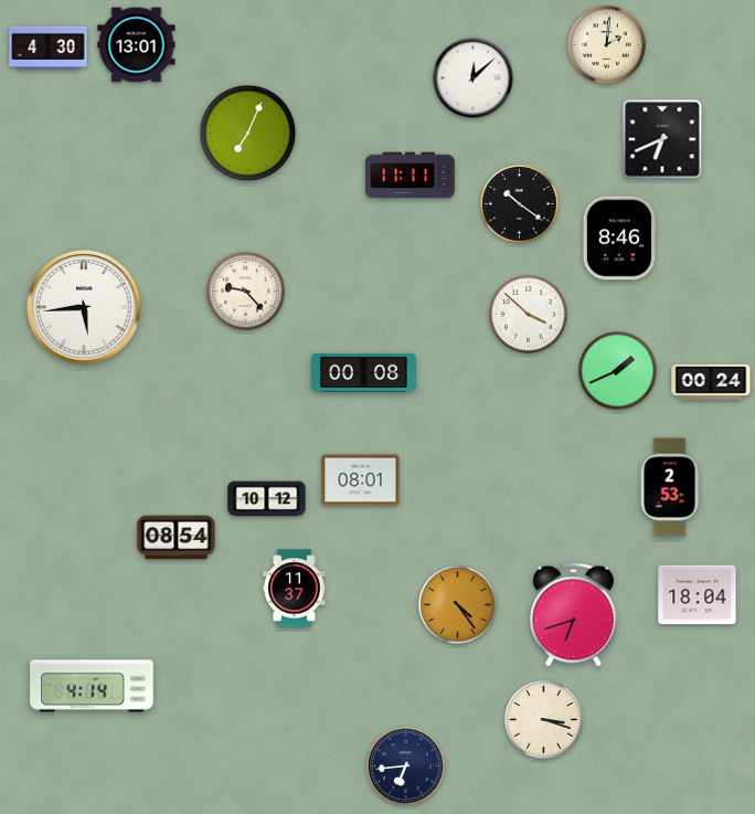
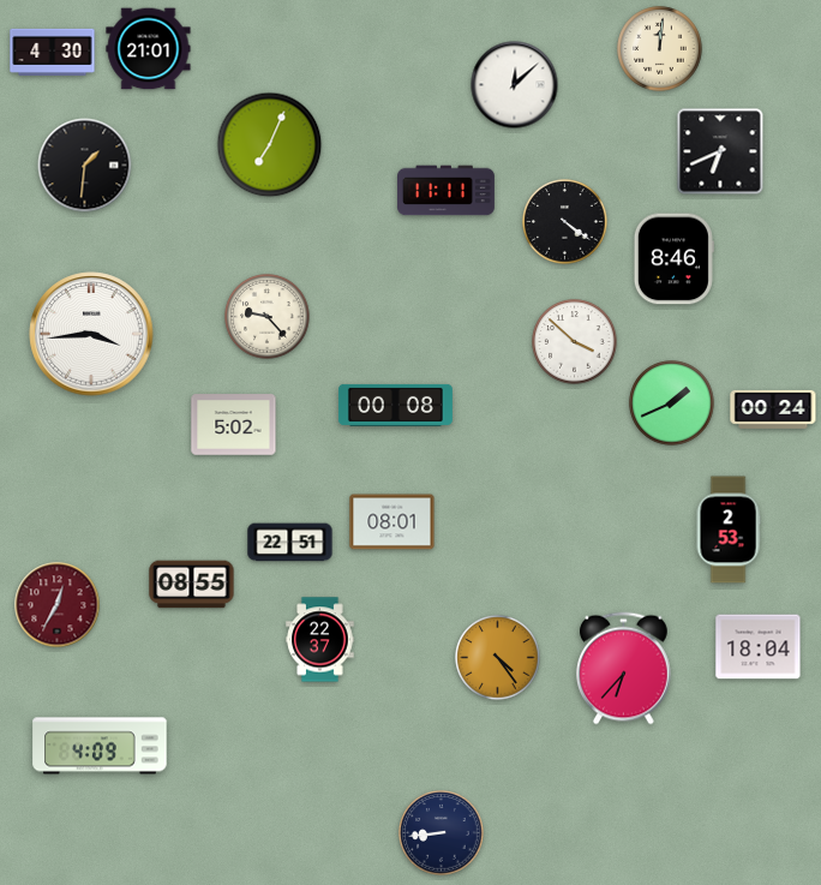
clock at (137, 45): 13:01 -> 21:01
clock at (607, 45): 2:01 -> 12:01
clock at (85, 166): none -> 1:31
clock at (520, 204): 10:21 -> 4:21
clock at (84, 307): 5:44 -> 3:44
clock at (711, 382) position: (711, 382) -> (773, 409)
clock at (234, 425): none -> 5:02
clock at (267, 499): 10:12 -> 22:51
clock at (177, 538): 08:54 -> 08:55
clock at (58, 605): none -> 12:35
clock at (295, 589): 11:37 -> 22:37
clock at (574, 615): 6:42 -> 6:37
clock at (92, 686): 4:14 -> 4:09
clock at (544, 720): 3:18 -> none
clock at (406, 767): 6:44 -> 8:44
